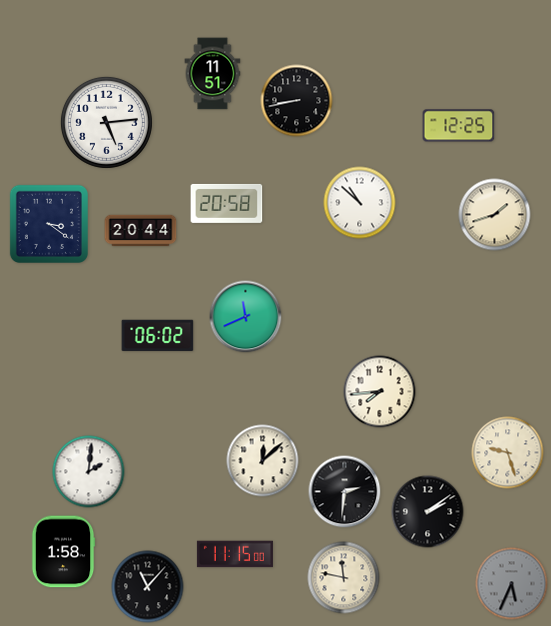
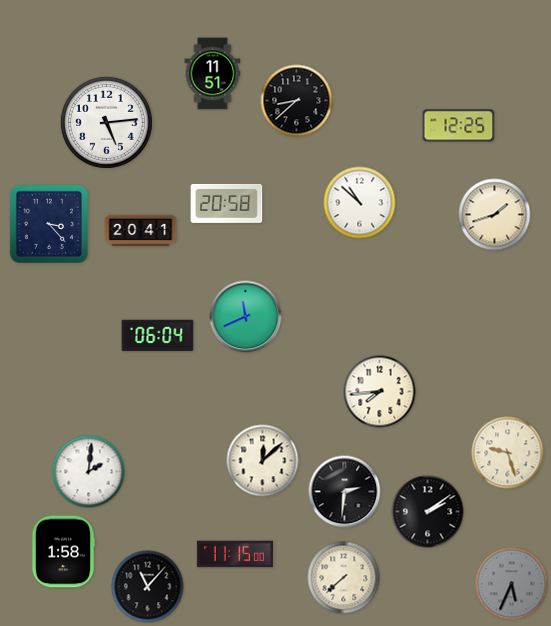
clock at (297, 101): 8:43 -> 8:38
clock at (49, 224): 3:21 -> 3:23
clock at (141, 231): 20:44 -> 20:41
clock at (158, 336): 06:02 -> 06:04
clock at (344, 578): 11:47 -> 7:38
